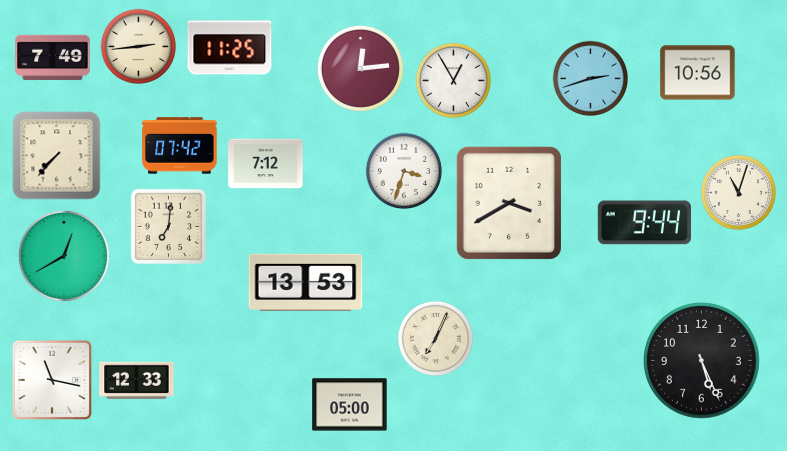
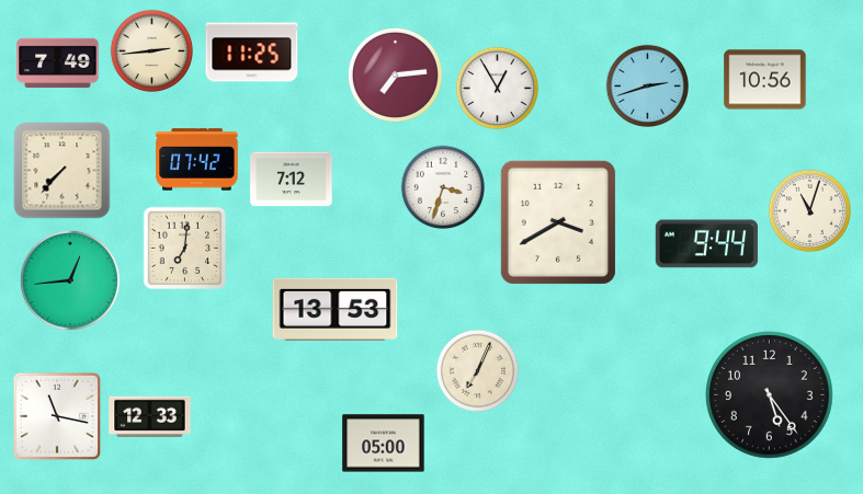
clock at (360, 68): 12:14 -> 7:14
clock at (64, 256): 12:40 -> 12:44
clock at (702, 361): 5:26 -> 5:24
